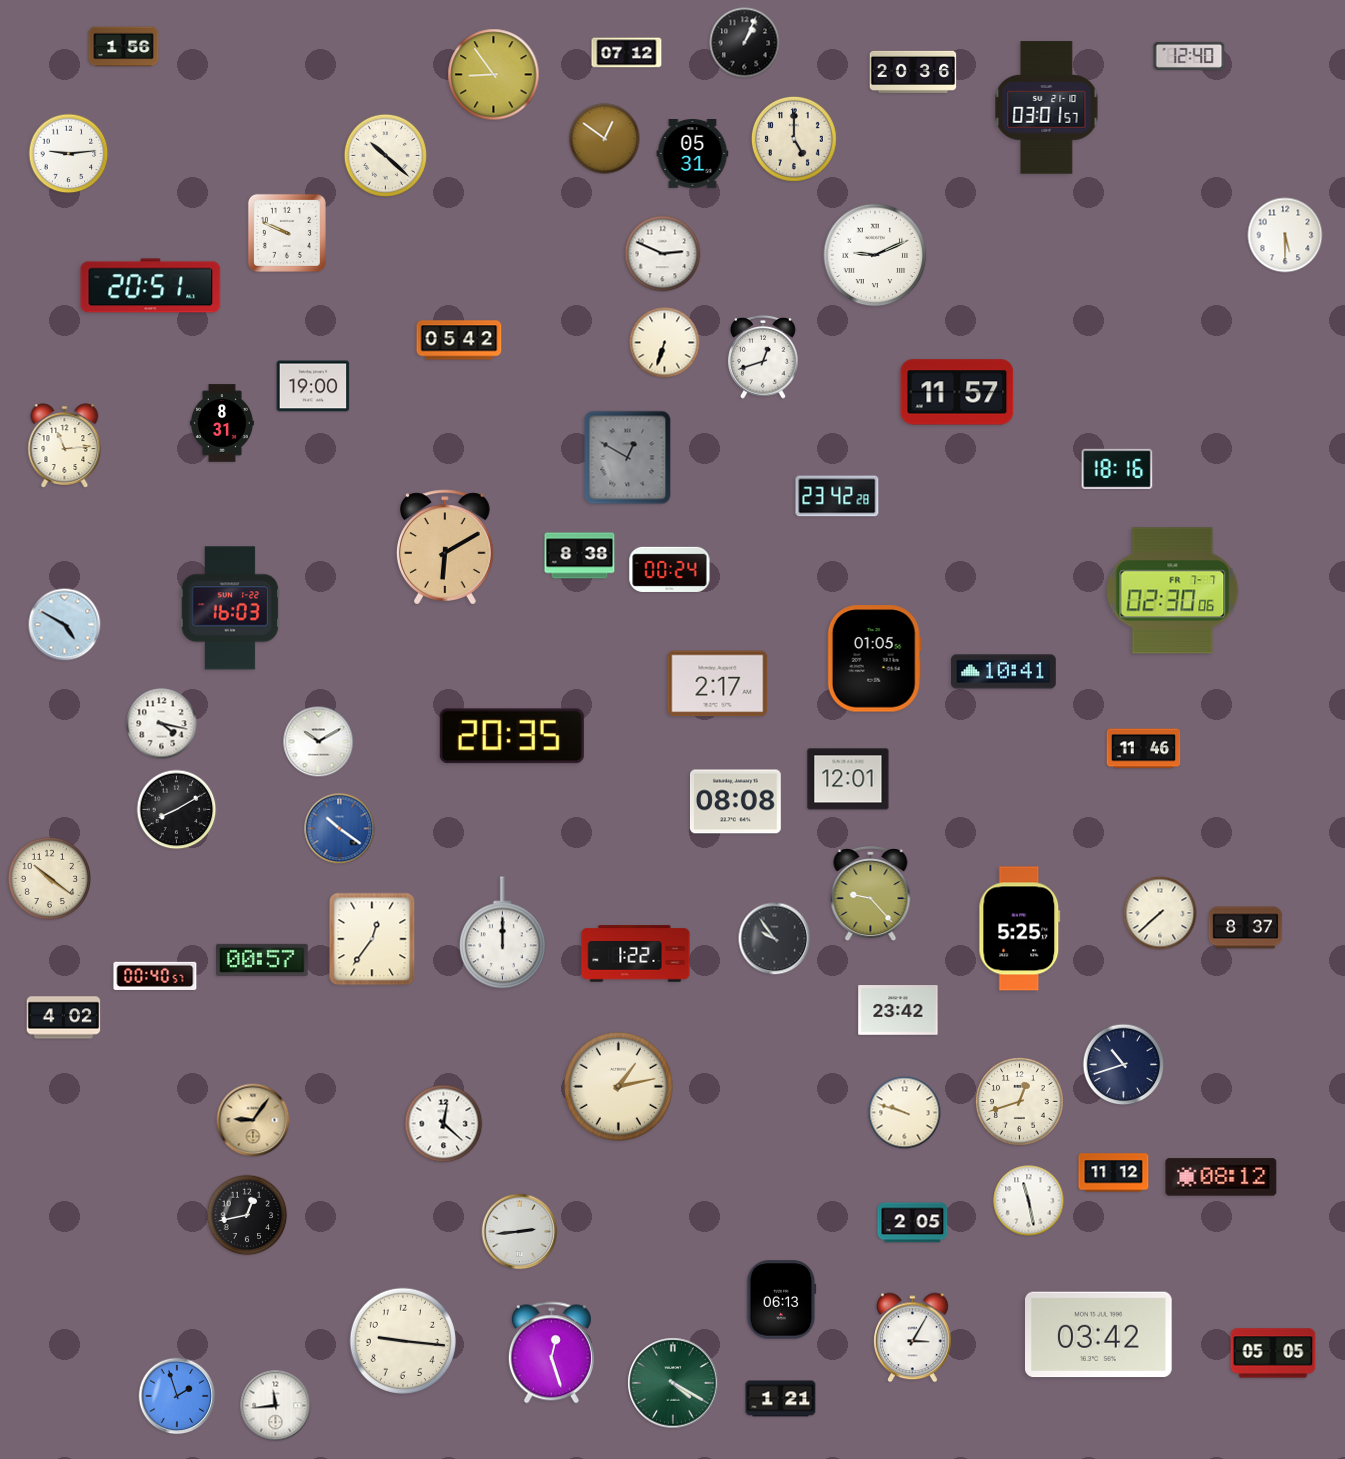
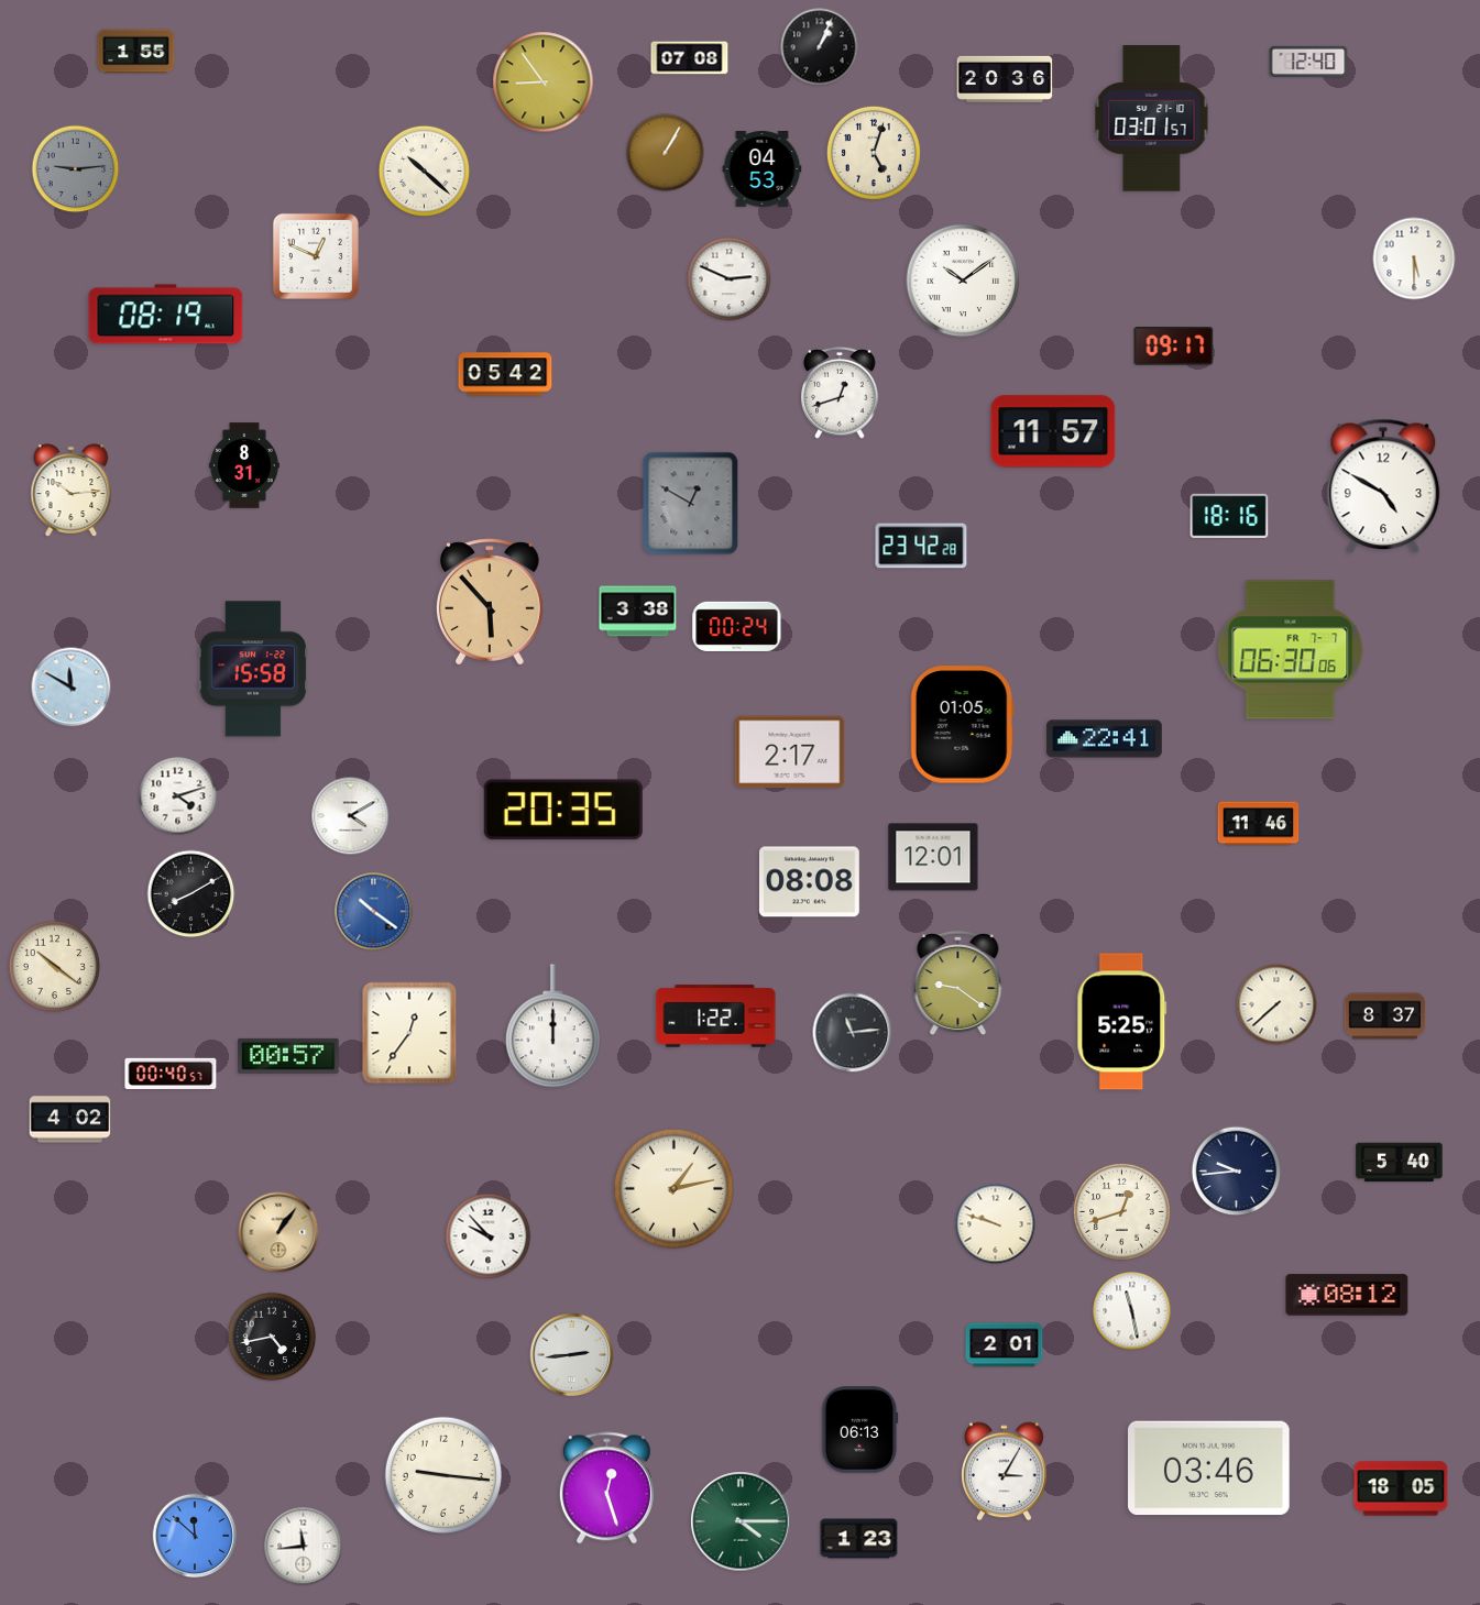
clock at (124, 47): 1:56 -> 1:55
clock at (627, 53): 07:12 -> 07:08
clock at (605, 139): 12:51 -> 1:05
clock at (794, 139): 5:00 -> 5:03
clock at (69, 154) dial: white -> grey
clock at (693, 154): 05:31 -> 04:53
clock at (287, 233): 9:49 -> 12:49
clock at (875, 255): 9:11 -> 10:09
clock at (151, 286): 20:51 -> 08:19
clock at (1174, 347): none -> 09:17
clock at (665, 343): 6:33 -> none
clock at (313, 386): 19:00 -> none
clock at (1383, 486): none -> 4:50
clock at (65, 446): 11:14 -> 10:14
clock at (445, 547): 6:10 -> 5:53
clock at (580, 556): 8:38 -> 3:38
clock at (1173, 591): 02:30 -> 06:30
clock at (230, 608): 16:03 -> 15:58
clock at (65, 625): 4:50 -> 11:50
clock at (1004, 672): 10:41 -> 22:41
clock at (162, 724): 4:17 -> 4:12
clock at (319, 742): 10:10 -> 4:10
clock at (177, 810) position: (177, 810) -> (191, 894)
clock at (871, 895): 9:23 -> 9:21
clock at (1246, 928) position: (1246, 928) -> (1385, 1016)
clock at (775, 939): 9:54 -> 11:14
clock at (636, 954) position: (636, 954) -> (716, 1016)
clock at (898, 1010): 23:42 -> none
clock at (1400, 1163): none -> 5:40
clock at (1124, 1065): 10:42 -> 9:44
clock at (618, 1086) position: (618, 1086) -> (673, 1188)
clock at (253, 1120): 9:06 -> 1:06
clock at (444, 1124): 12:22 -> 9:53
clock at (1114, 1173): 11:12 -> none
clock at (1221, 1177) position: (1221, 1177) -> (1347, 1295)
clock at (1029, 1201) position: (1029, 1201) -> (1132, 1311)
clock at (247, 1215): 12:43 -> 4:43
clock at (913, 1223): 2:05 -> 2:01
clock at (1099, 1335): 03:42 -> 03:46
clock at (1273, 1353): 05:05 -> 18:05
clock at (673, 1383): 4:20 -> 4:15
clock at (177, 1396): 1:57 -> 11:52
clock at (781, 1399): 1:21 -> 1:23
